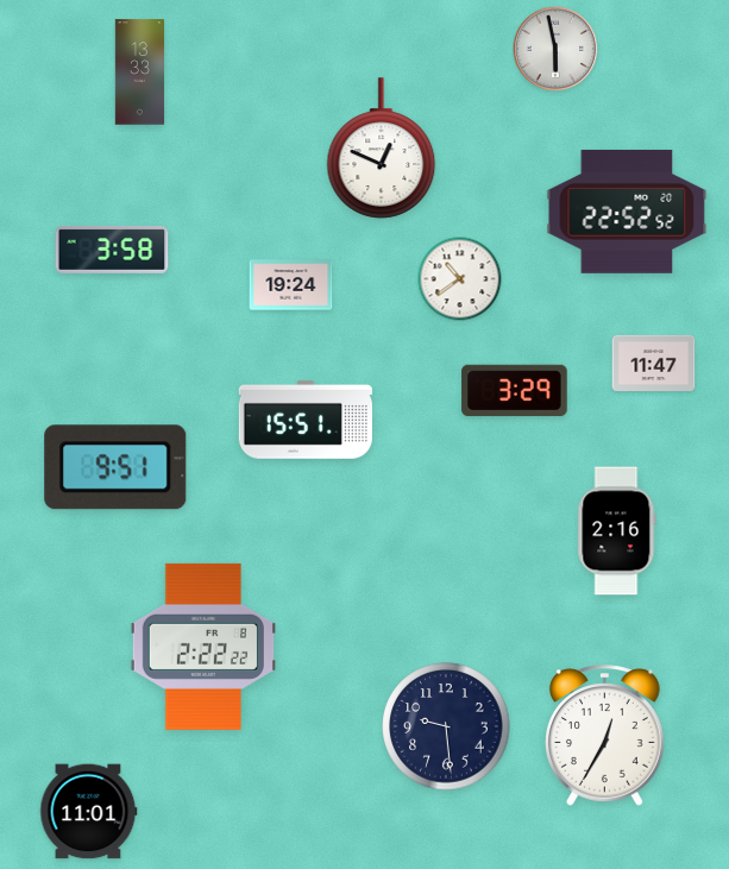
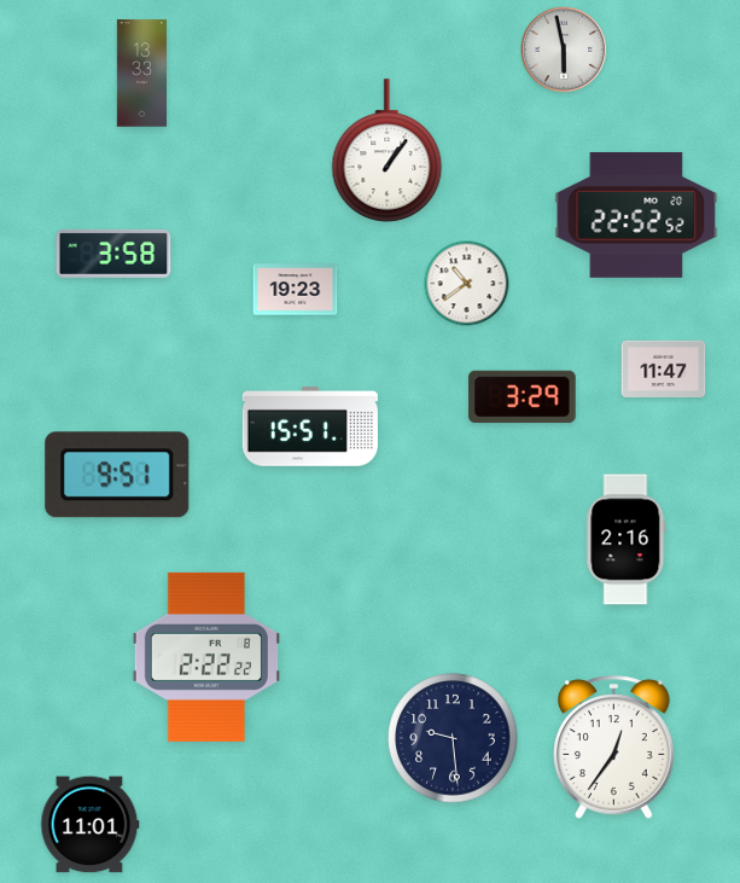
clock at (382, 149): 12:49 -> 1:06
clock at (291, 285): 19:24 -> 19:23
clock at (605, 736): 12:35 -> 12:36
